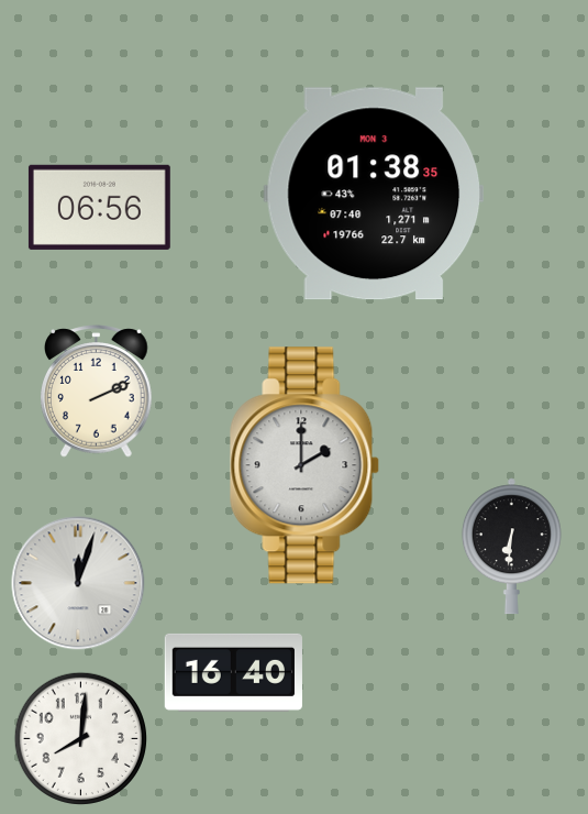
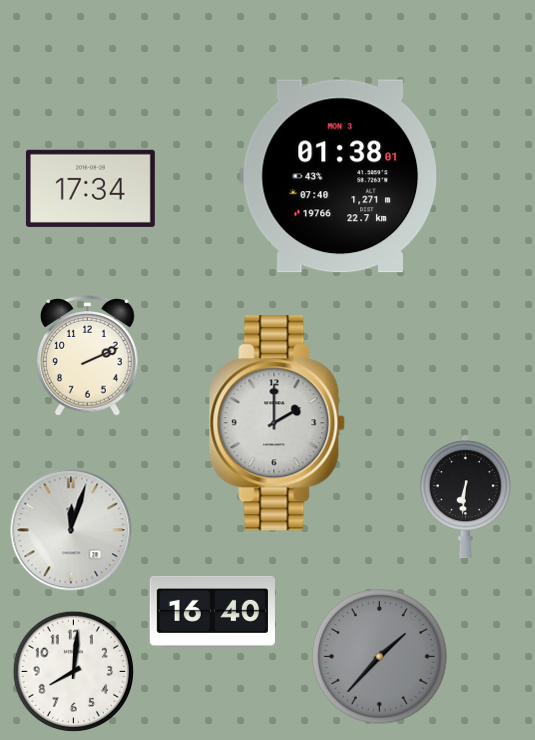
clock at (373, 194): 01:38:35 -> 01:38:01
clock at (99, 207): 06:56 -> 17:34
clock at (380, 657): none -> 1:37
